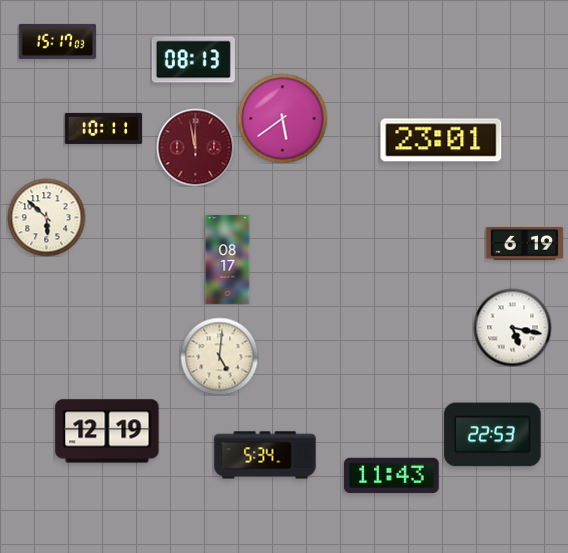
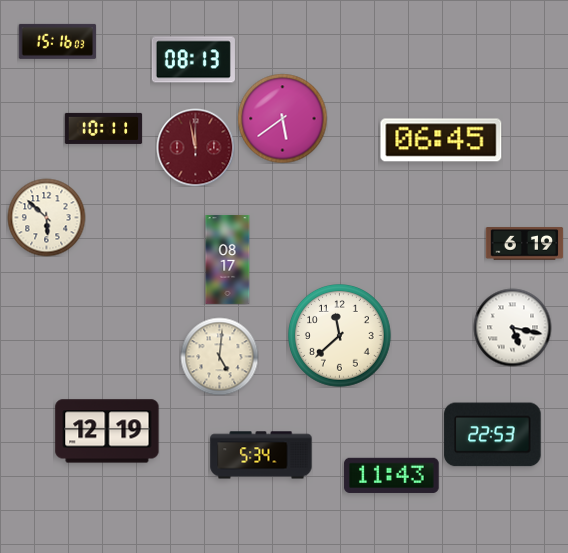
clock at (57, 41): 15:17 -> 15:16
clock at (441, 140): 23:01 -> 06:45
clock at (340, 336): none -> 11:38
clock at (265, 455) position: (265, 455) -> (261, 455)
